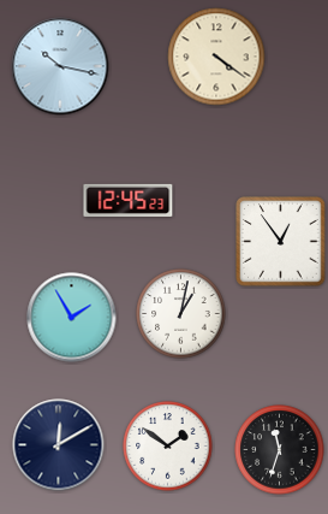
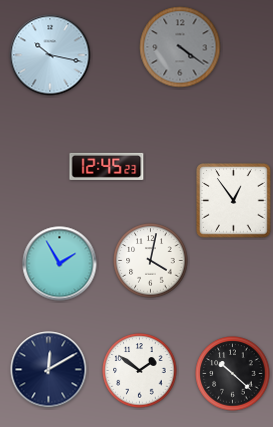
clock at (216, 57) dial: cream -> grey
clock at (181, 314): 1:02 -> 4:02
clock at (280, 450): 11:33 -> 10:22
